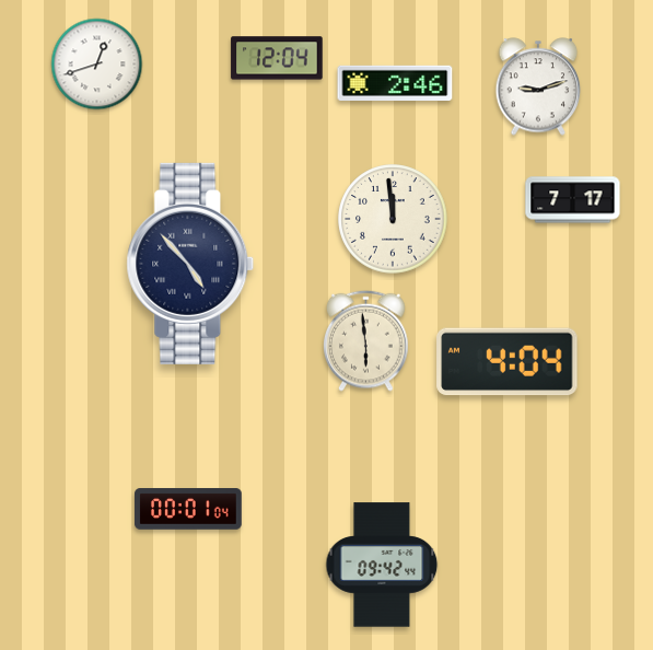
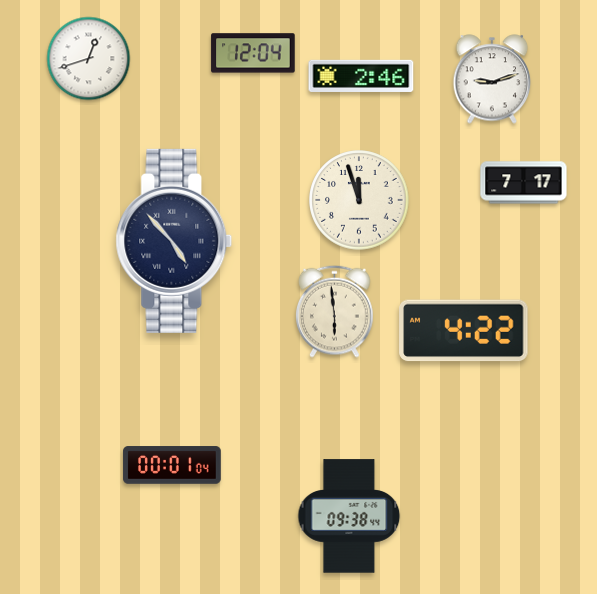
clock at (393, 219): 11:59 -> 11:57
clock at (508, 362): 4:04 -> 4:22
clock at (382, 565): 09:42 -> 09:38
